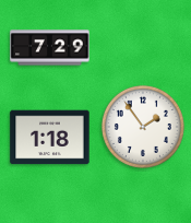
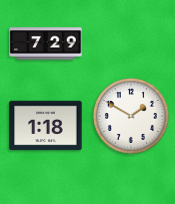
clock at (143, 127): 1:54 -> 1:50
